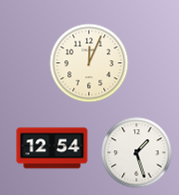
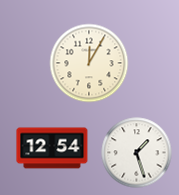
clock at (89, 63): 12:04 -> 12:05
